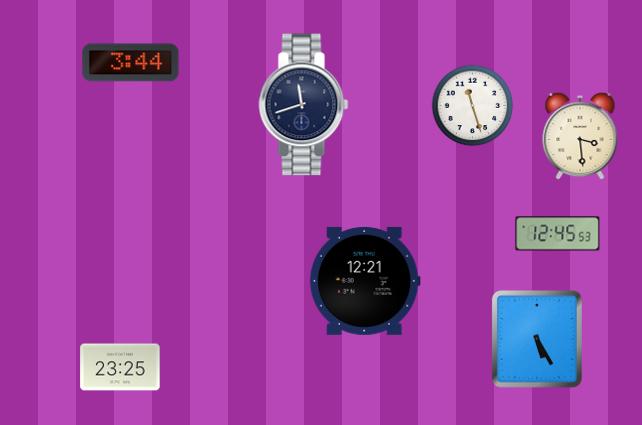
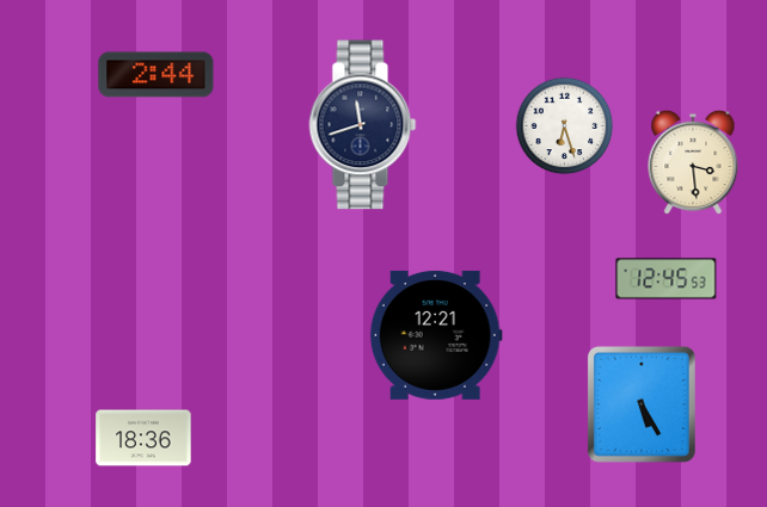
clock at (131, 63): 3:44 -> 2:44
clock at (473, 106): 11:27 -> 6:27
clock at (120, 367): 23:25 -> 18:36
